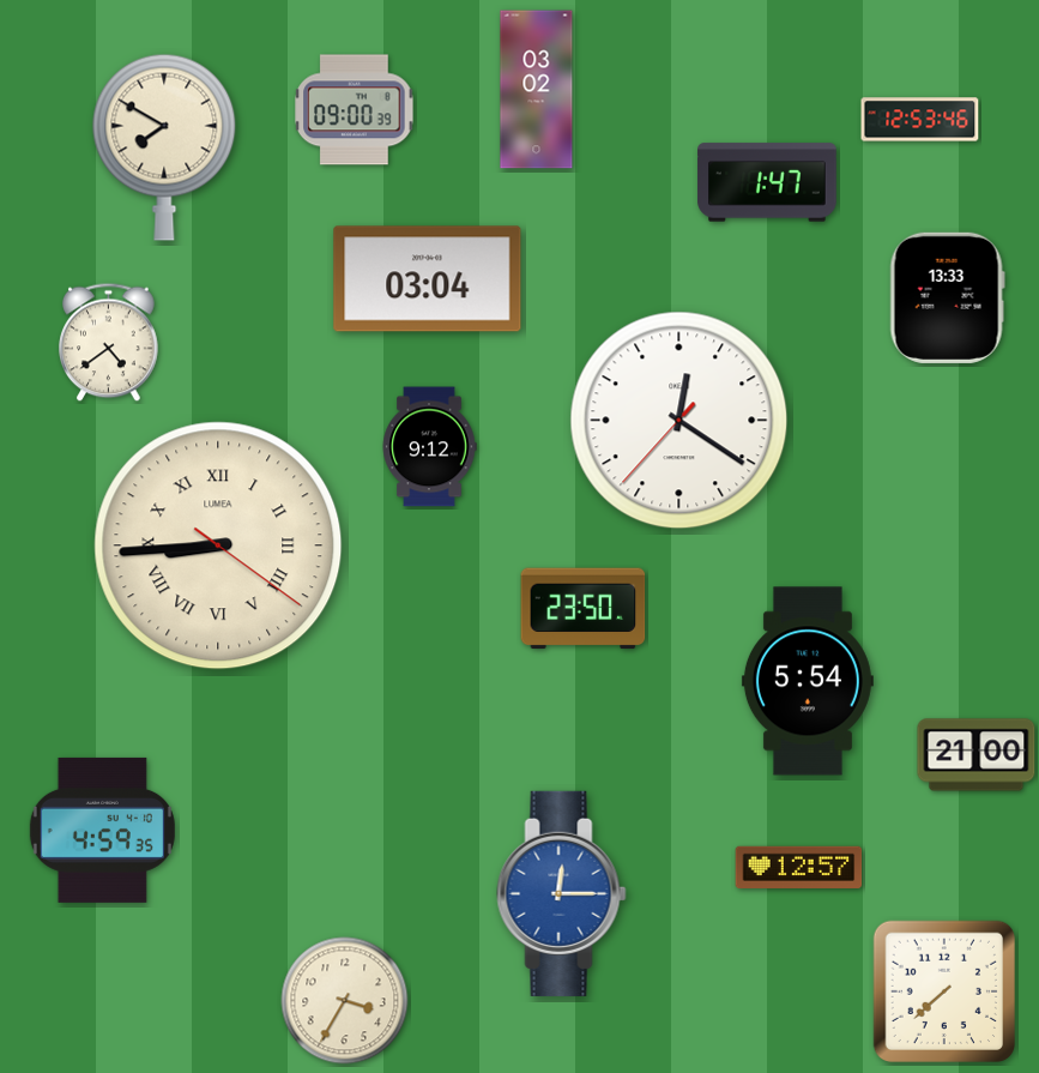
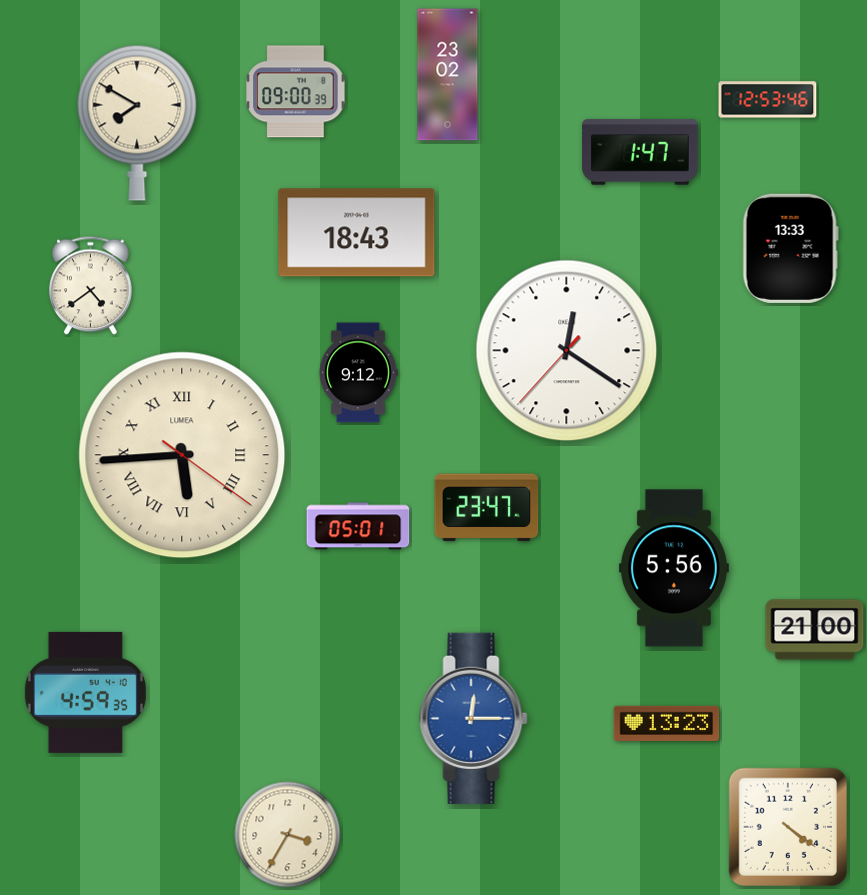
clock at (537, 90): 03:02 -> 23:02
clock at (428, 279): 03:04 -> 18:43
clock at (218, 545): 8:44 -> 5:44
clock at (584, 609): 23:50 -> 23:47
clock at (358, 526): none -> 05:01
clock at (808, 681): 5:54 -> 5:56
clock at (799, 867): 12:57 -> 13:23
clock at (562, 893) position: (562, 893) -> (474, 718)
clock at (943, 990): 7:38 -> 4:21
